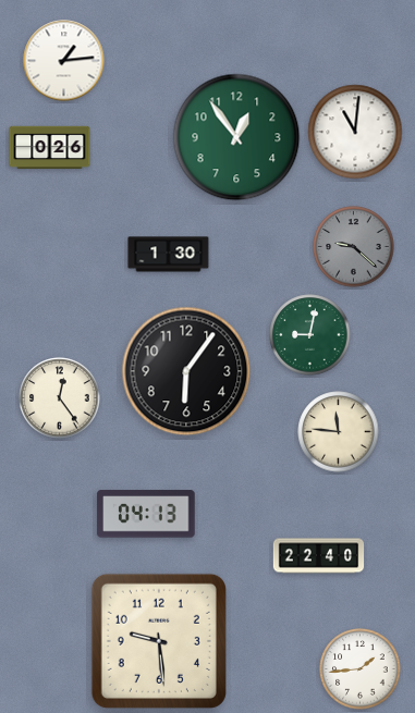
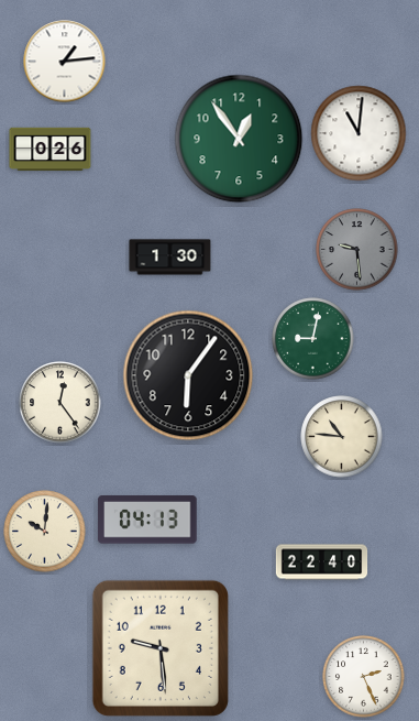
clock at (354, 247): 9:22 -> 9:29
clock at (339, 432): 11:46 -> 10:46
clock at (45, 532): none -> 10:01
clock at (361, 669): 1:44 -> 2:26
